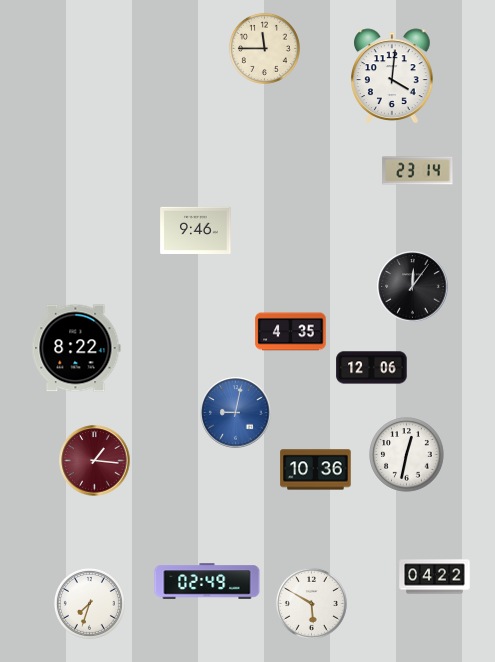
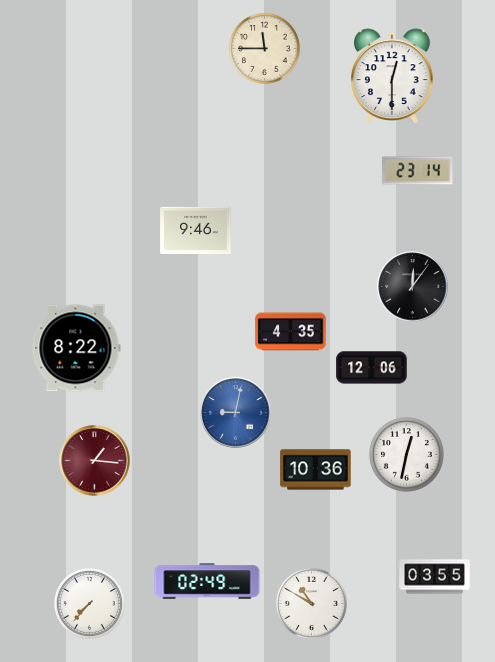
clock at (393, 76): 4:01 -> 12:30
clock at (435, 577): 04:22 -> 03:55
clock at (89, 603): 7:33 -> 7:37
clock at (311, 603): 5:50 -> 10:50
